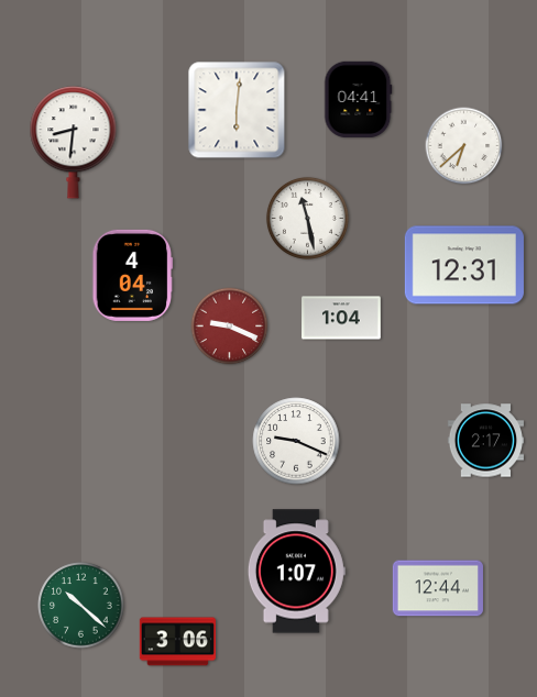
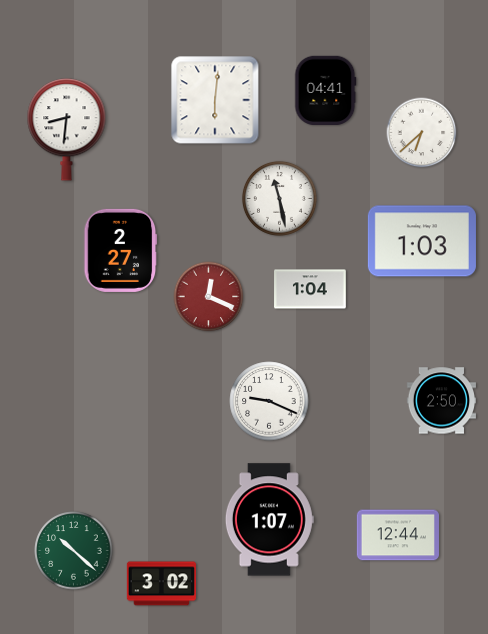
clock at (464, 265): 12:31 -> 1:03
clock at (133, 275): 4:04 -> 2:27
clock at (230, 327): 9:19 -> 12:19
clock at (485, 441): 2:17 -> 2:50
clock at (177, 642): 3:06 -> 3:02
